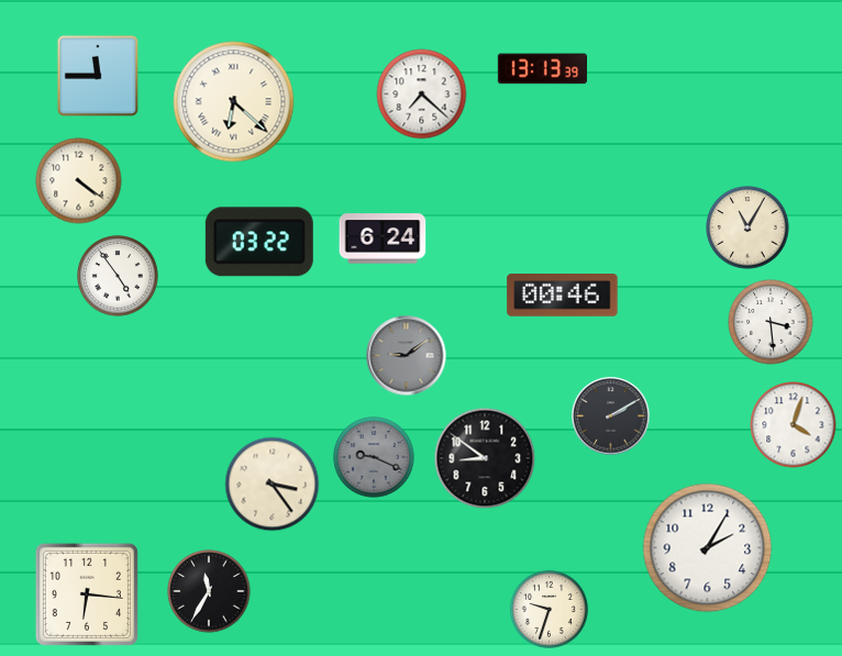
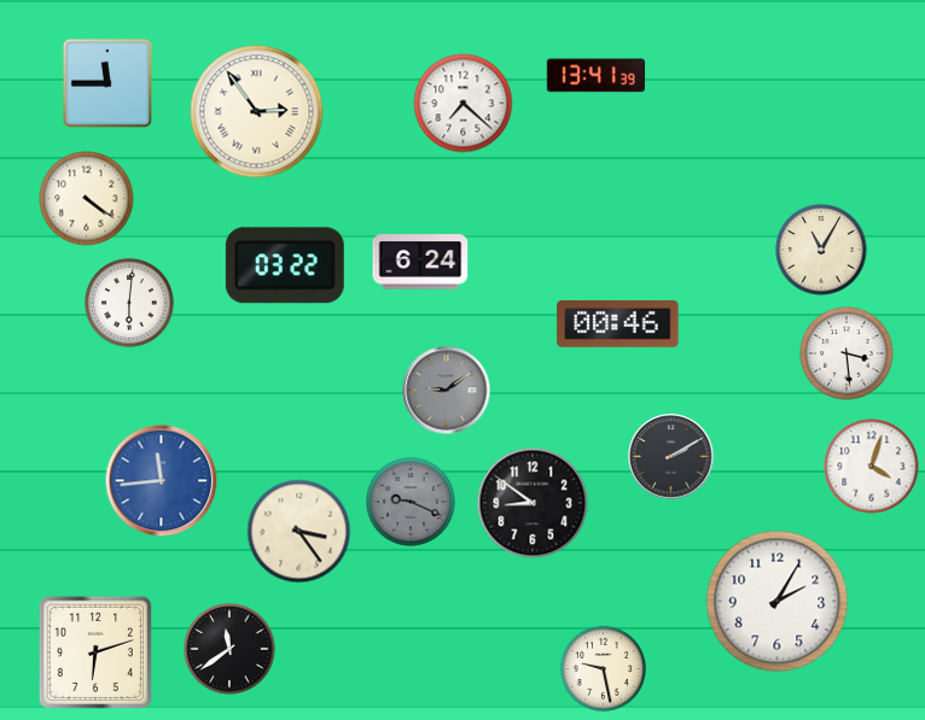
clock at (542, 69): 13:13 -> 13:41
clock at (234, 102): 6:22 -> 2:54
clock at (118, 276): 4:54 -> 6:01
clock at (162, 481): none -> 11:44
clock at (209, 591): 11:35 -> 11:39
clock at (87, 594): 6:16 -> 6:12
clock at (549, 609): 9:33 -> 9:28
